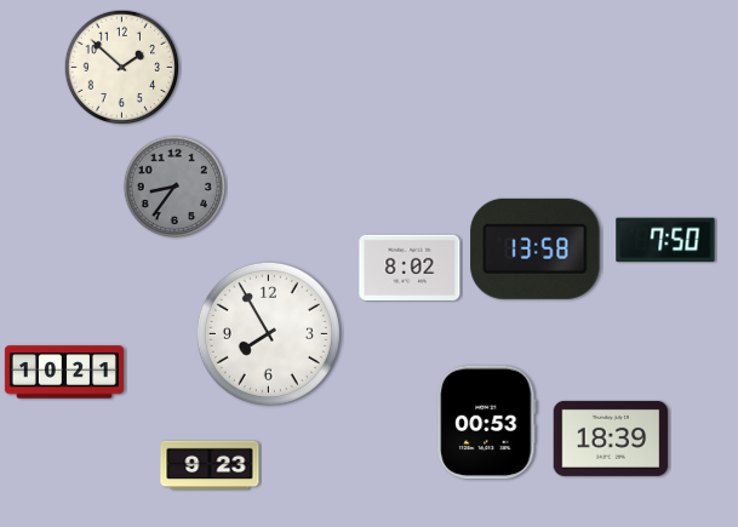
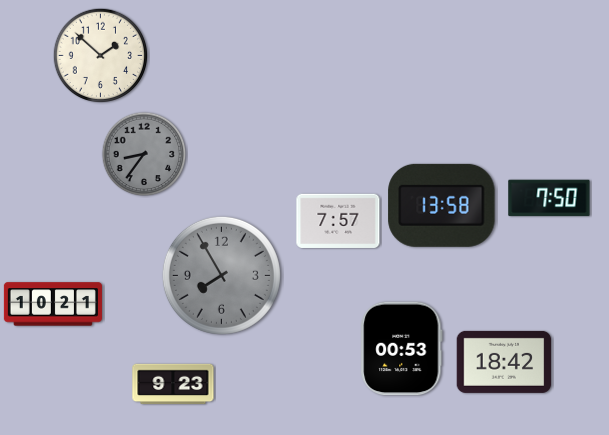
clock at (410, 267): 8:02 -> 7:57
clock at (268, 333) dial: white -> grey
clock at (64, 372) position: (64, 372) -> (53, 304)
clock at (611, 439): 18:39 -> 18:42
